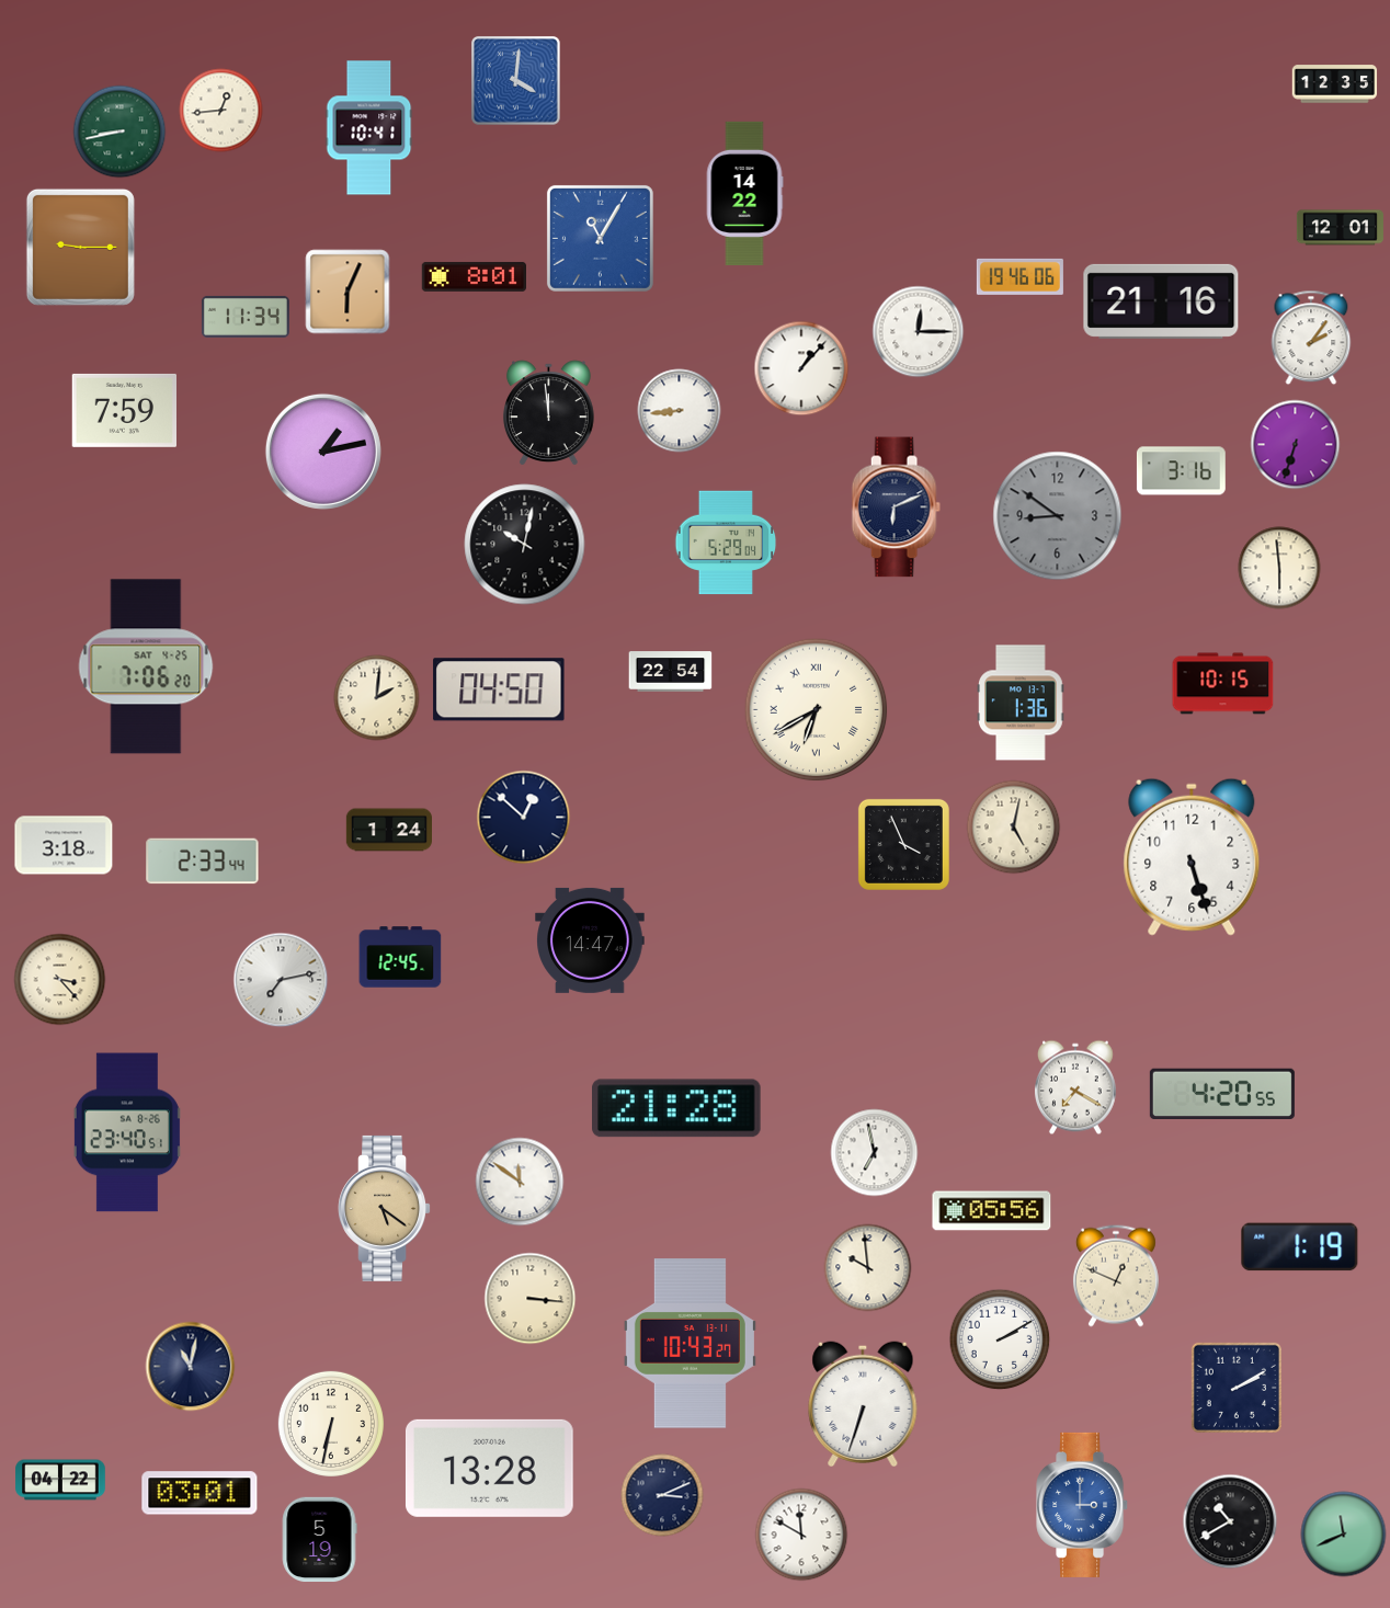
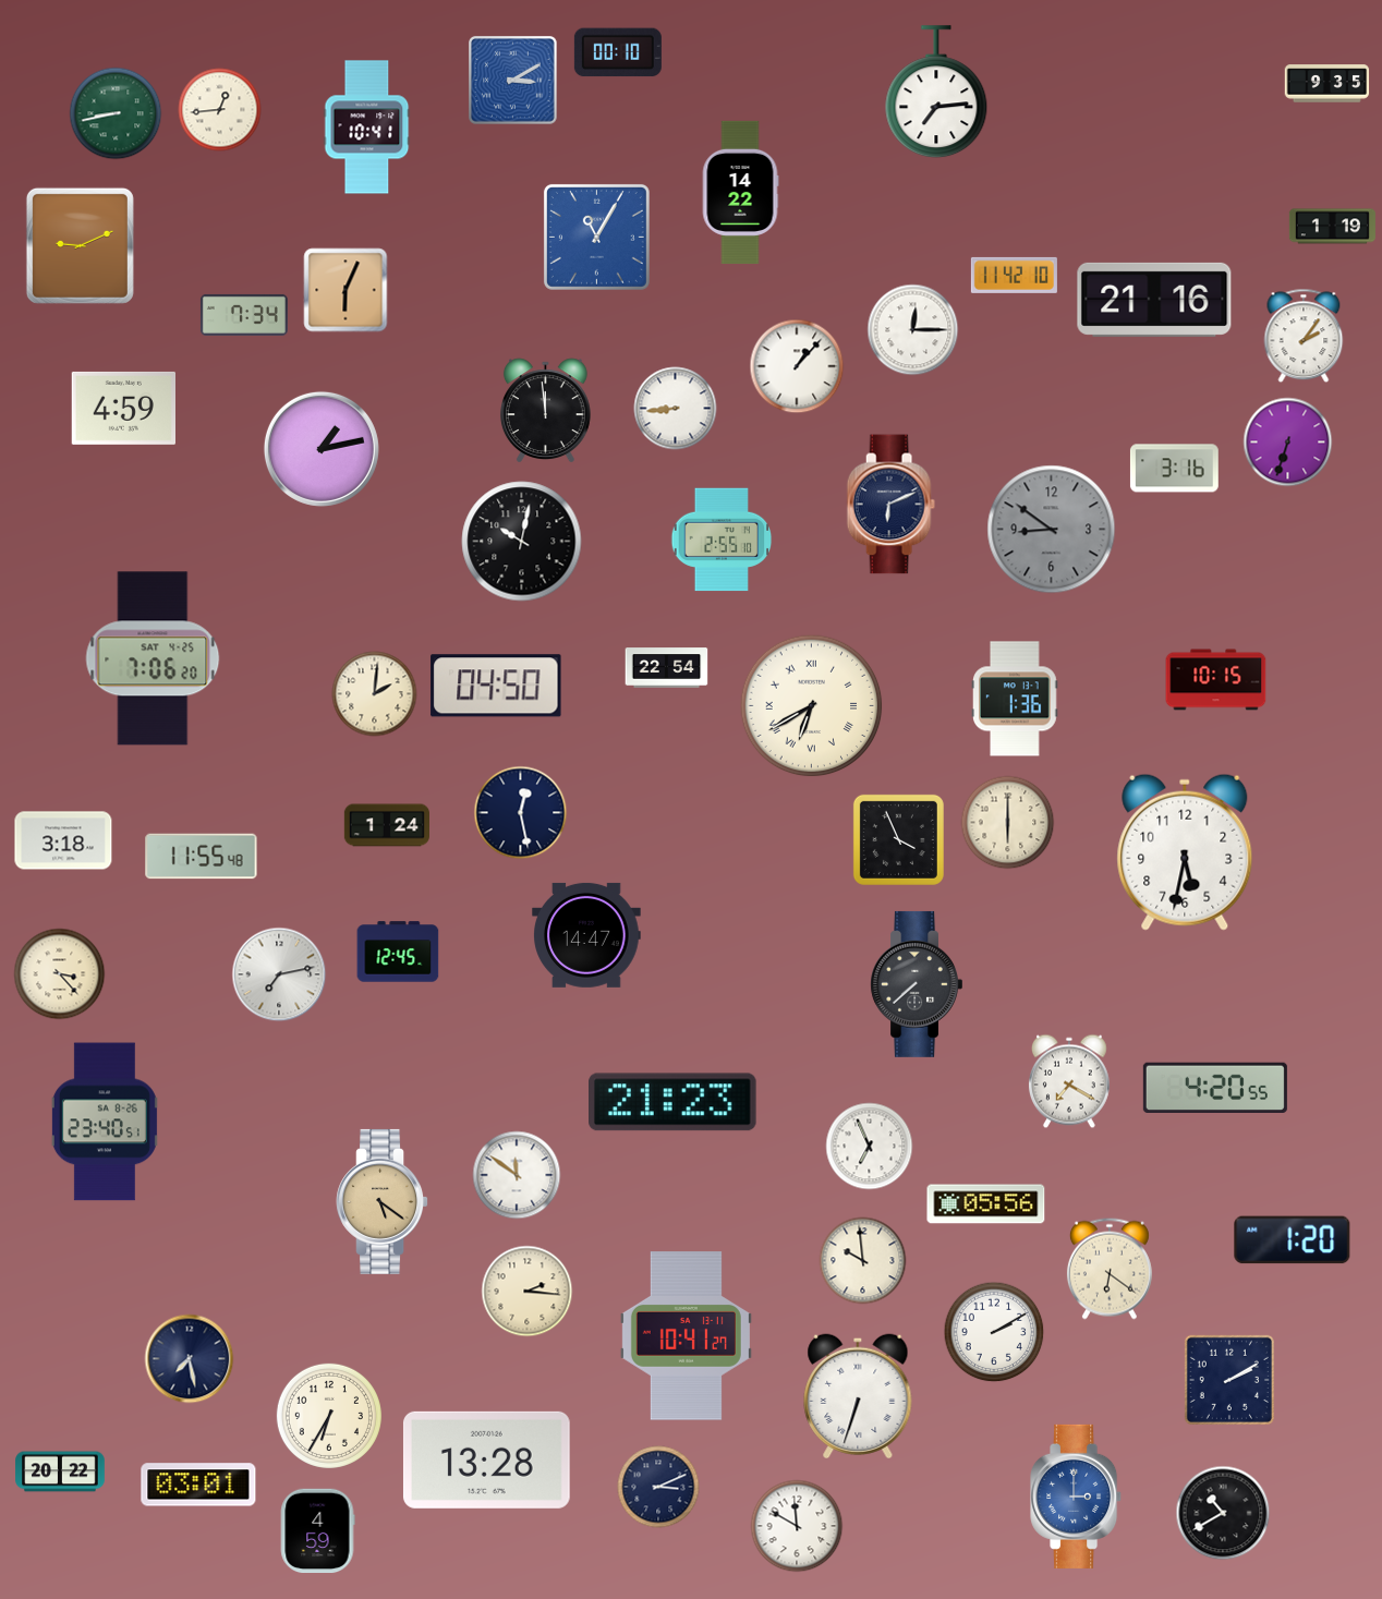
clock at (618, 52): none -> 00:10
clock at (516, 81): 4:01 -> 3:10
clock at (1335, 84): 12:35 -> 9:35
clock at (936, 93): none -> 7:14
clock at (119, 132) position: (119, 132) -> (116, 113)
clock at (1340, 228): 12:01 -> 1:19
clock at (80, 247): 9:15 -> 9:11
clock at (1019, 276): 19:46 -> 11:42
clock at (475, 277): 8:01 -> none
clock at (246, 317): 11:34 -> 7:34
clock at (124, 410): 7:59 -> 4:59
clock at (1058, 516) position: (1058, 516) -> (1052, 530)
clock at (726, 543): 5:29 -> 2:55
clock at (1279, 568): 5:59 -> none
clock at (146, 666) position: (146, 666) -> (153, 658)
clock at (524, 818): 12:52 -> 12:28
clock at (1014, 828): 5:02 -> 6:00
clock at (1192, 857): 5:27 -> 5:32
clock at (203, 862): 2:33 -> 11:55
clock at (916, 984): none -> 7:38
clock at (677, 1108): 21:28 -> 21:23
clock at (127, 1132) position: (127, 1132) -> (105, 1122)
clock at (875, 1153): 6:58 -> 6:56
clock at (1300, 1247): 1:19 -> 1:20
clock at (1116, 1276): 12:49 -> 6:21
clock at (531, 1299): 3:16 -> 2:16
clock at (690, 1344): 10:43 -> 10:41
clock at (191, 1367): 11:02 -> 7:28
clock at (331, 1424): 6:32 -> 6:35
clock at (60, 1480): 04:22 -> 20:22
clock at (1344, 1535): 11:41 -> none
clock at (319, 1540): 5:19 -> 4:59
